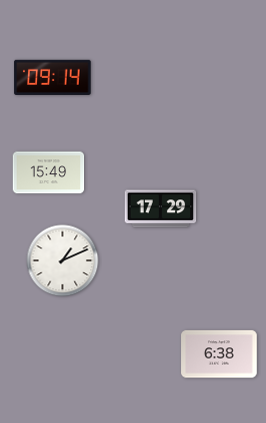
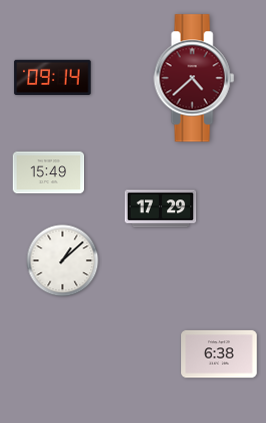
clock at (194, 78): none -> 4:38
clock at (63, 261): 1:11 -> 1:08
